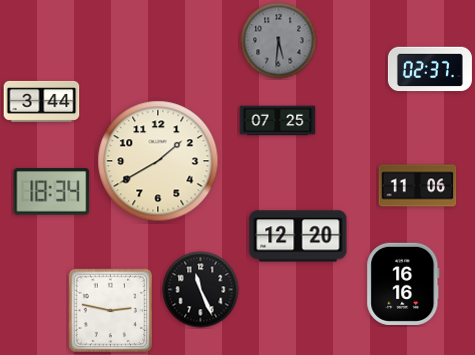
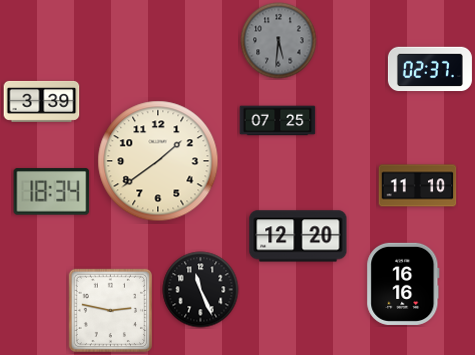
clock at (42, 101): 3:44 -> 3:39
clock at (158, 161): 1:40 -> 1:39
clock at (418, 186): 11:06 -> 11:10
